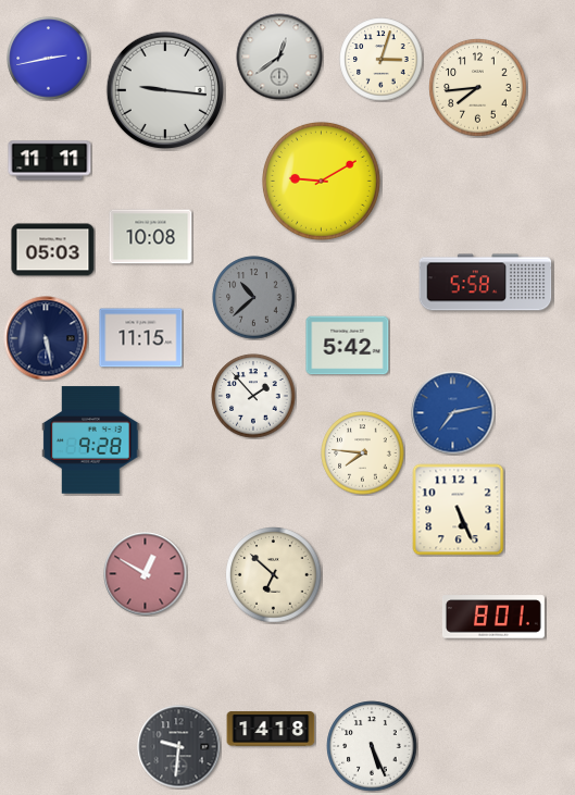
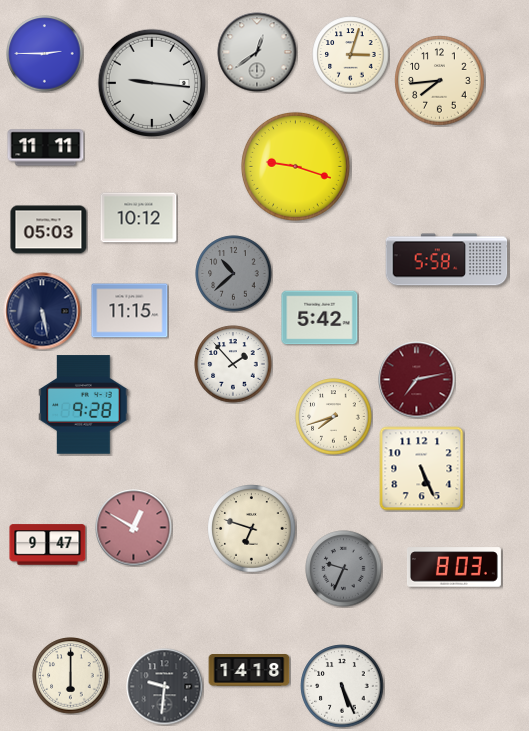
clock at (49, 59): 2:43 -> 2:45
clock at (321, 181): 9:10 -> 9:18
clock at (151, 237): 10:08 -> 10:12
clock at (453, 413) dial: blue -> burgundy
clock at (363, 454): 7:46 -> 7:42
clock at (274, 575): 6:52 -> 6:48
clock at (48, 545): none -> 9:47
clock at (493, 617): 8:01 -> 8:03
clock at (344, 569): none -> 9:34
clock at (71, 676): none -> 6:00
